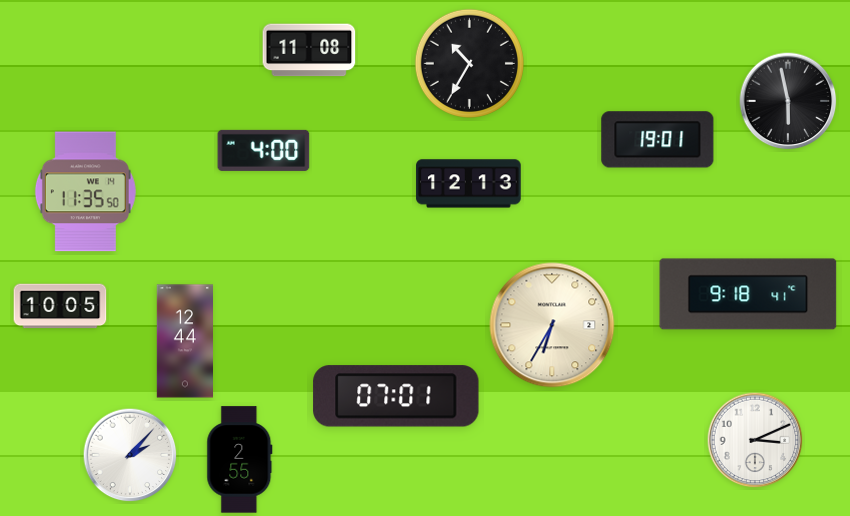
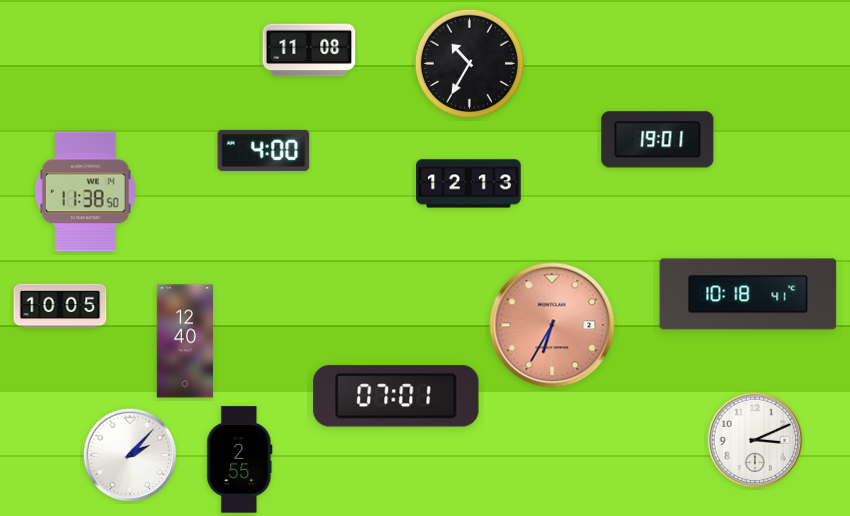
clock at (788, 101): 5:58 -> none
clock at (85, 192): 11:35 -> 11:38
clock at (748, 294): 9:18 -> 10:18
clock at (552, 325) dial: cream -> salmon
clock at (184, 341): 12:44 -> 12:40
